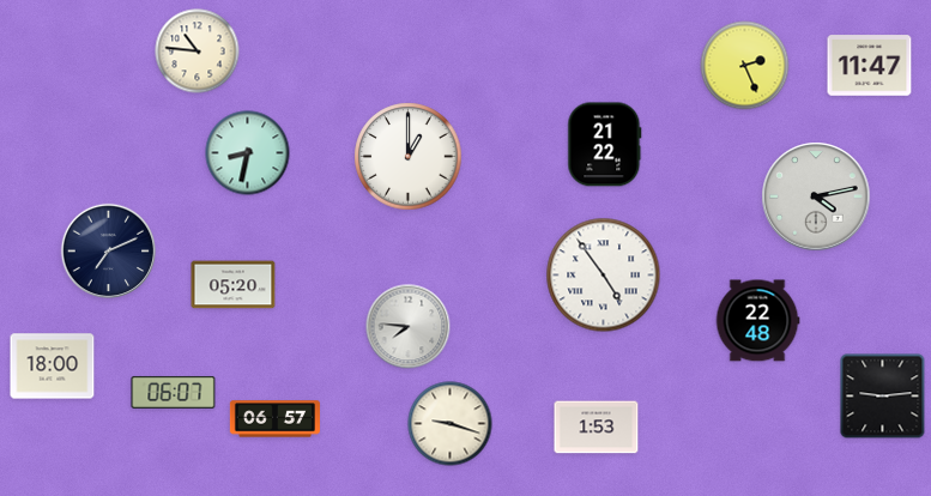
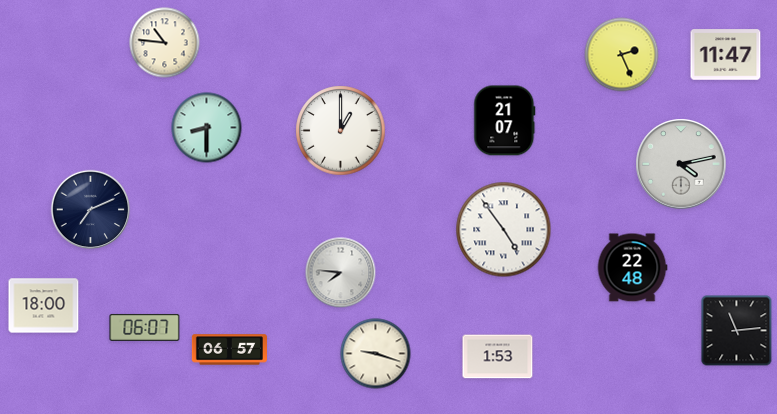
clock at (605, 145): 21:22 -> 21:07
clock at (248, 153): 8:32 -> 8:30
clock at (234, 285): 05:20 -> none
clock at (883, 397): 9:14 -> 11:14
